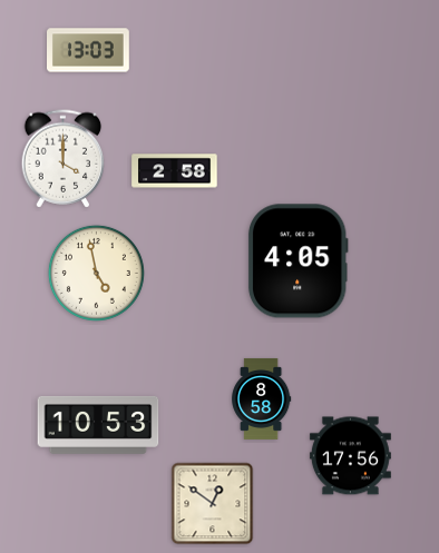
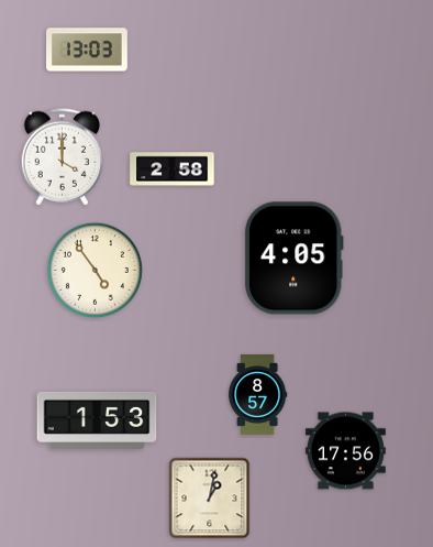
clock at (96, 273): 4:58 -> 4:54
clock at (262, 398): 8:58 -> 8:57
clock at (98, 425): 10:53 -> 1:53
clock at (213, 504): 12:51 -> 1:02
